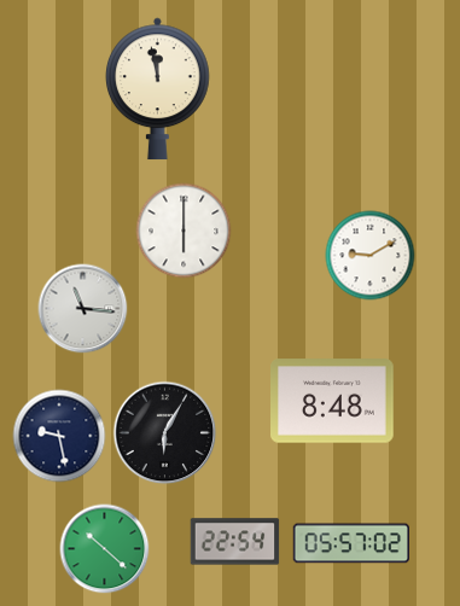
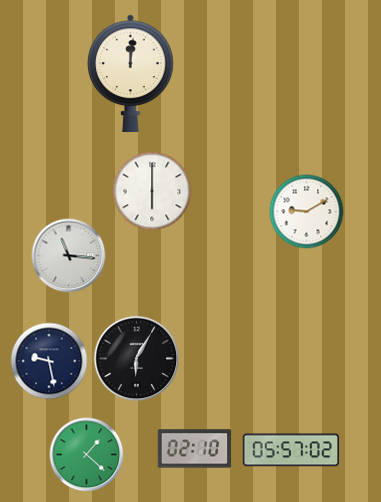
clock at (158, 89): 11:58 -> 12:01
clock at (333, 401): 8:48 -> none
clock at (235, 542): 22:54 -> 02:10
clock at (105, 549): 10:22 -> 1:22
